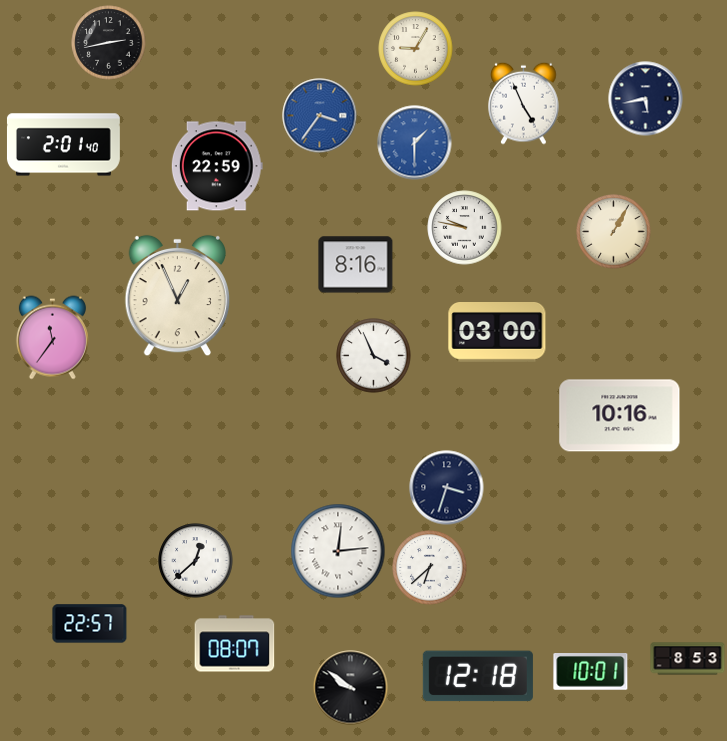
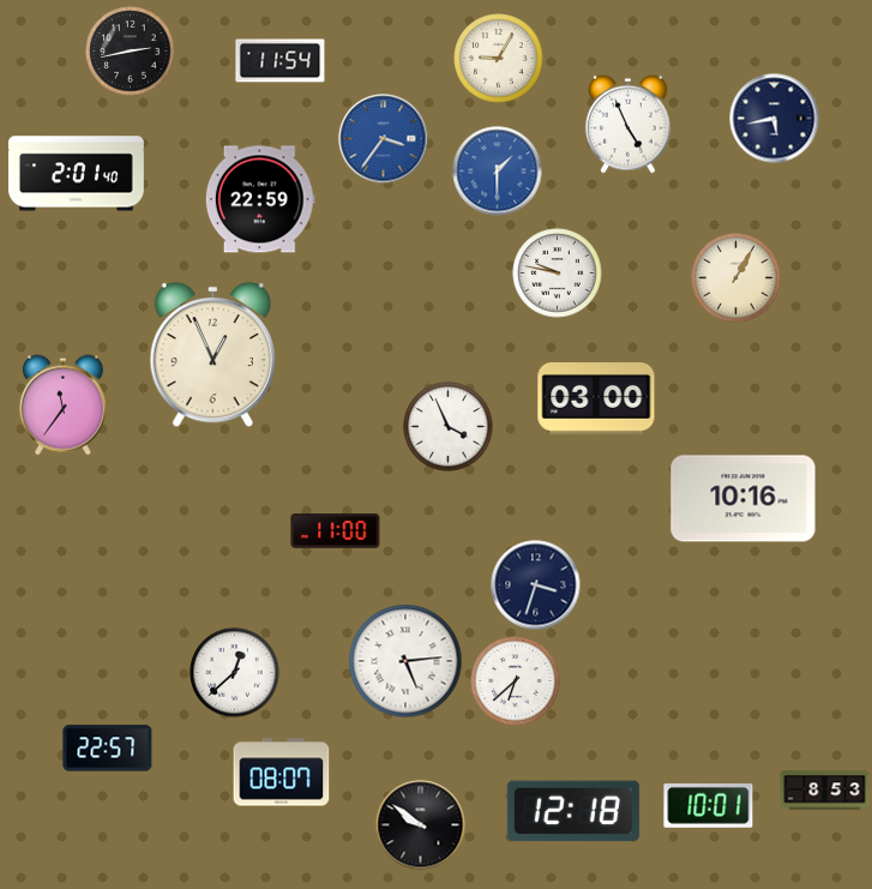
clock at (281, 61): none -> 11:54
clock at (356, 265): 8:16 -> none
clock at (336, 531): none -> 11:00
clock at (338, 551): 12:14 -> 5:14
